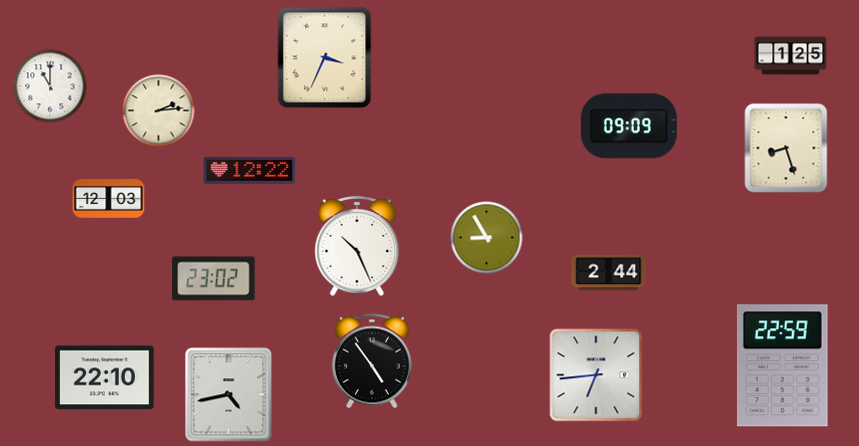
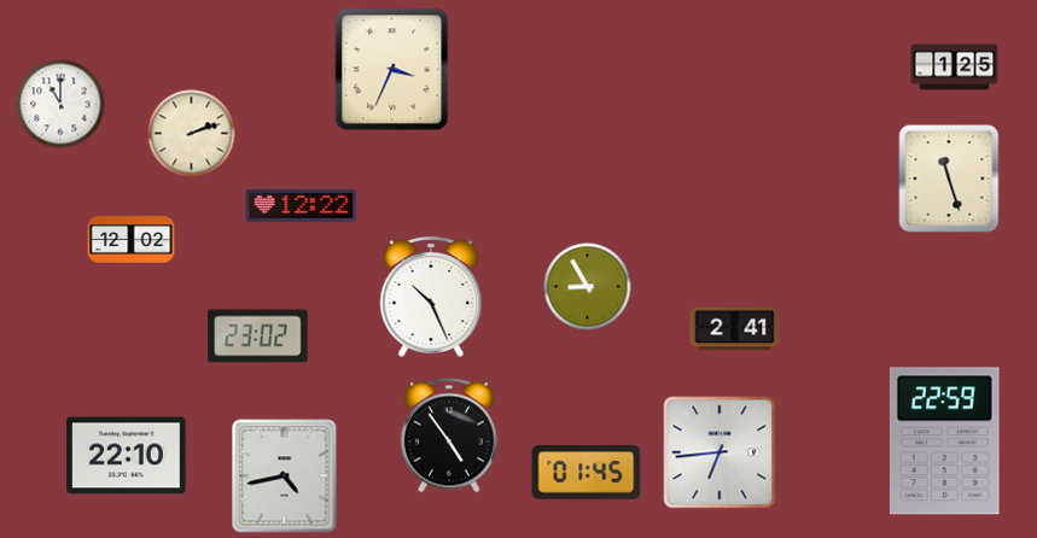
clock at (159, 111): 2:14 -> 2:12
clock at (629, 126): 09:09 -> none
clock at (786, 148): 8:27 -> 11:27
clock at (109, 199): 12:03 -> 12:02
clock at (609, 273): 2:44 -> 2:41
clock at (587, 473): none -> 01:45
clock at (229, 395) position: (229, 395) -> (285, 476)
